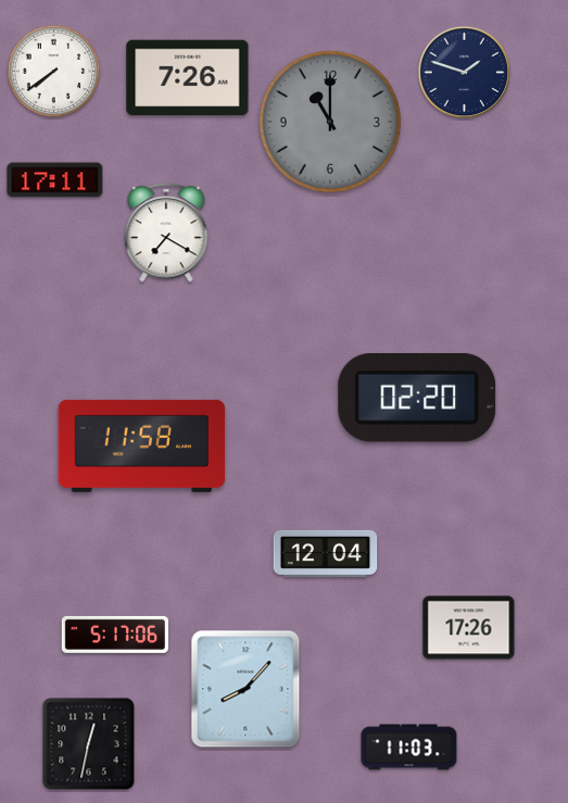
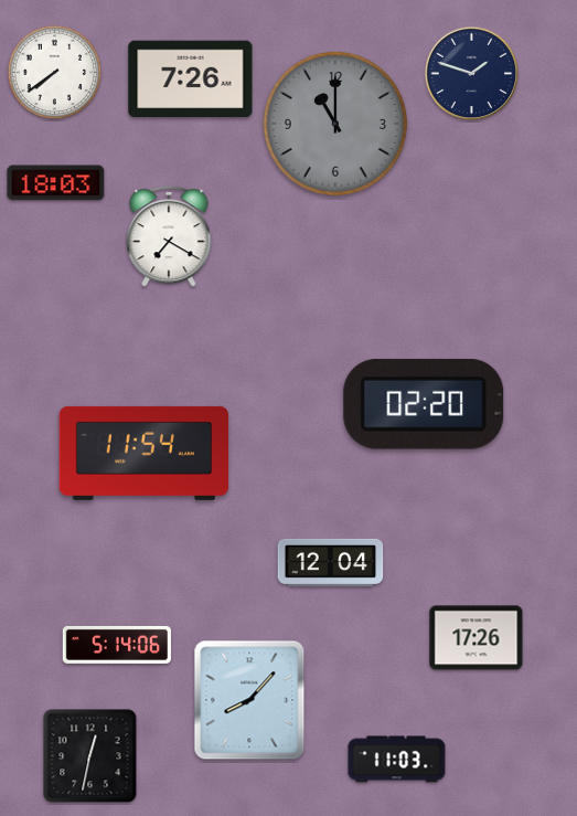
clock at (55, 180): 17:11 -> 18:03
clock at (142, 446): 11:58 -> 11:54
clock at (115, 635): 5:17 -> 5:14
clock at (409, 748) position: (409, 748) -> (397, 760)
